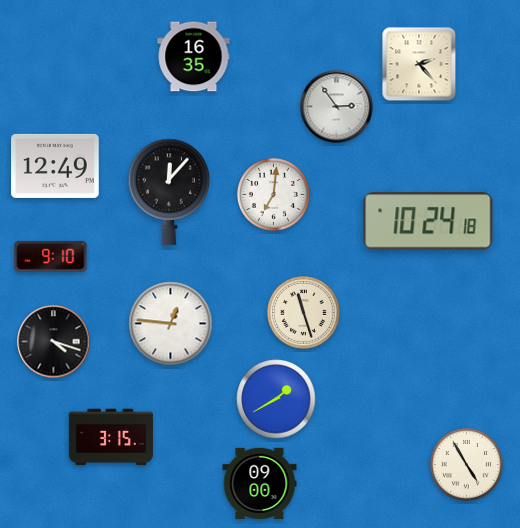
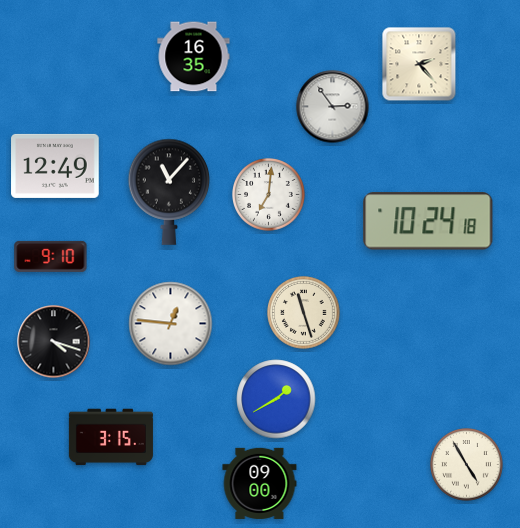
clock at (337, 107) position: (337, 107) -> (333, 107)
clock at (169, 192): 12:07 -> 11:07
clock at (274, 195) position: (274, 195) -> (269, 195)
